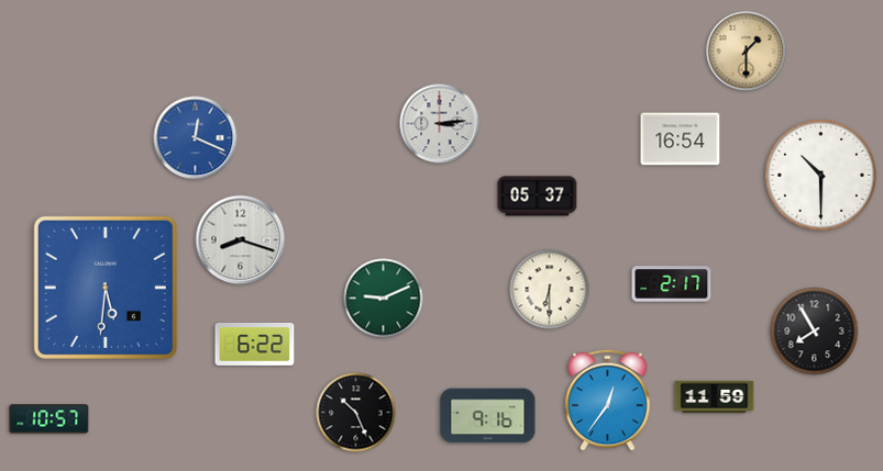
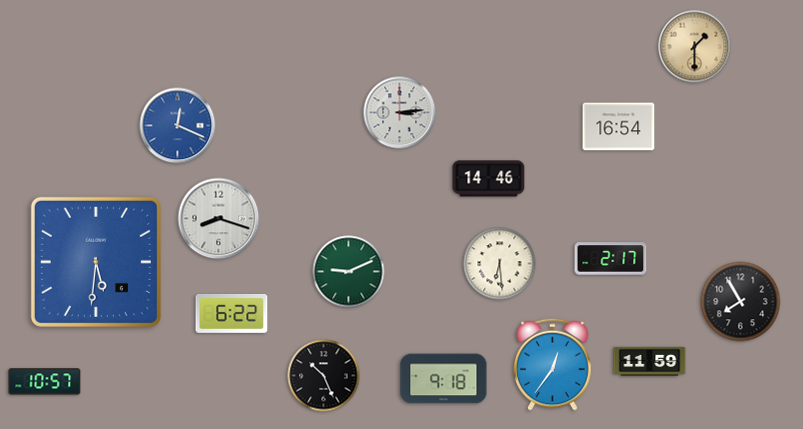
clock at (747, 52) position: (747, 52) -> (695, 47)
clock at (821, 176): 10:30 -> none
clock at (538, 197): 05:37 -> 14:46
clock at (550, 290): 6:30 -> 6:29
clock at (488, 416): 9:16 -> 9:18
